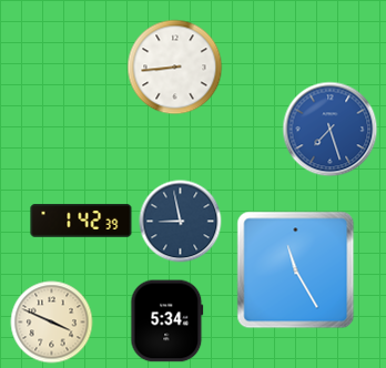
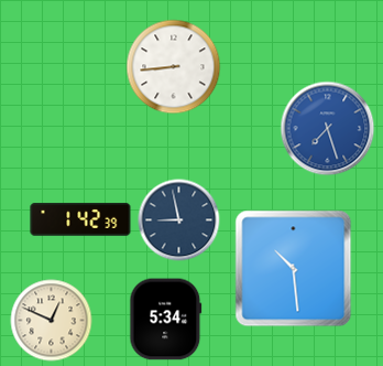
clock at (296, 270): 11:25 -> 10:29
clock at (52, 323): 3:49 -> 12:49
